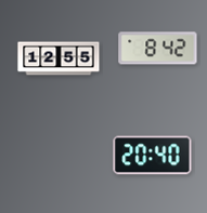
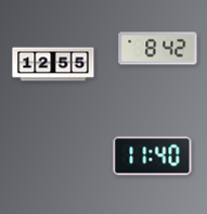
clock at (59, 58) position: (59, 58) -> (53, 64)
clock at (153, 156): 20:40 -> 11:40
